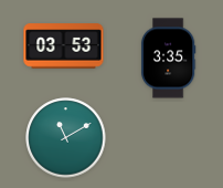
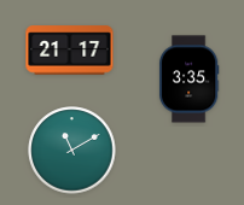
clock at (64, 46): 03:53 -> 21:17
clock at (168, 59) position: (168, 59) -> (188, 80)
